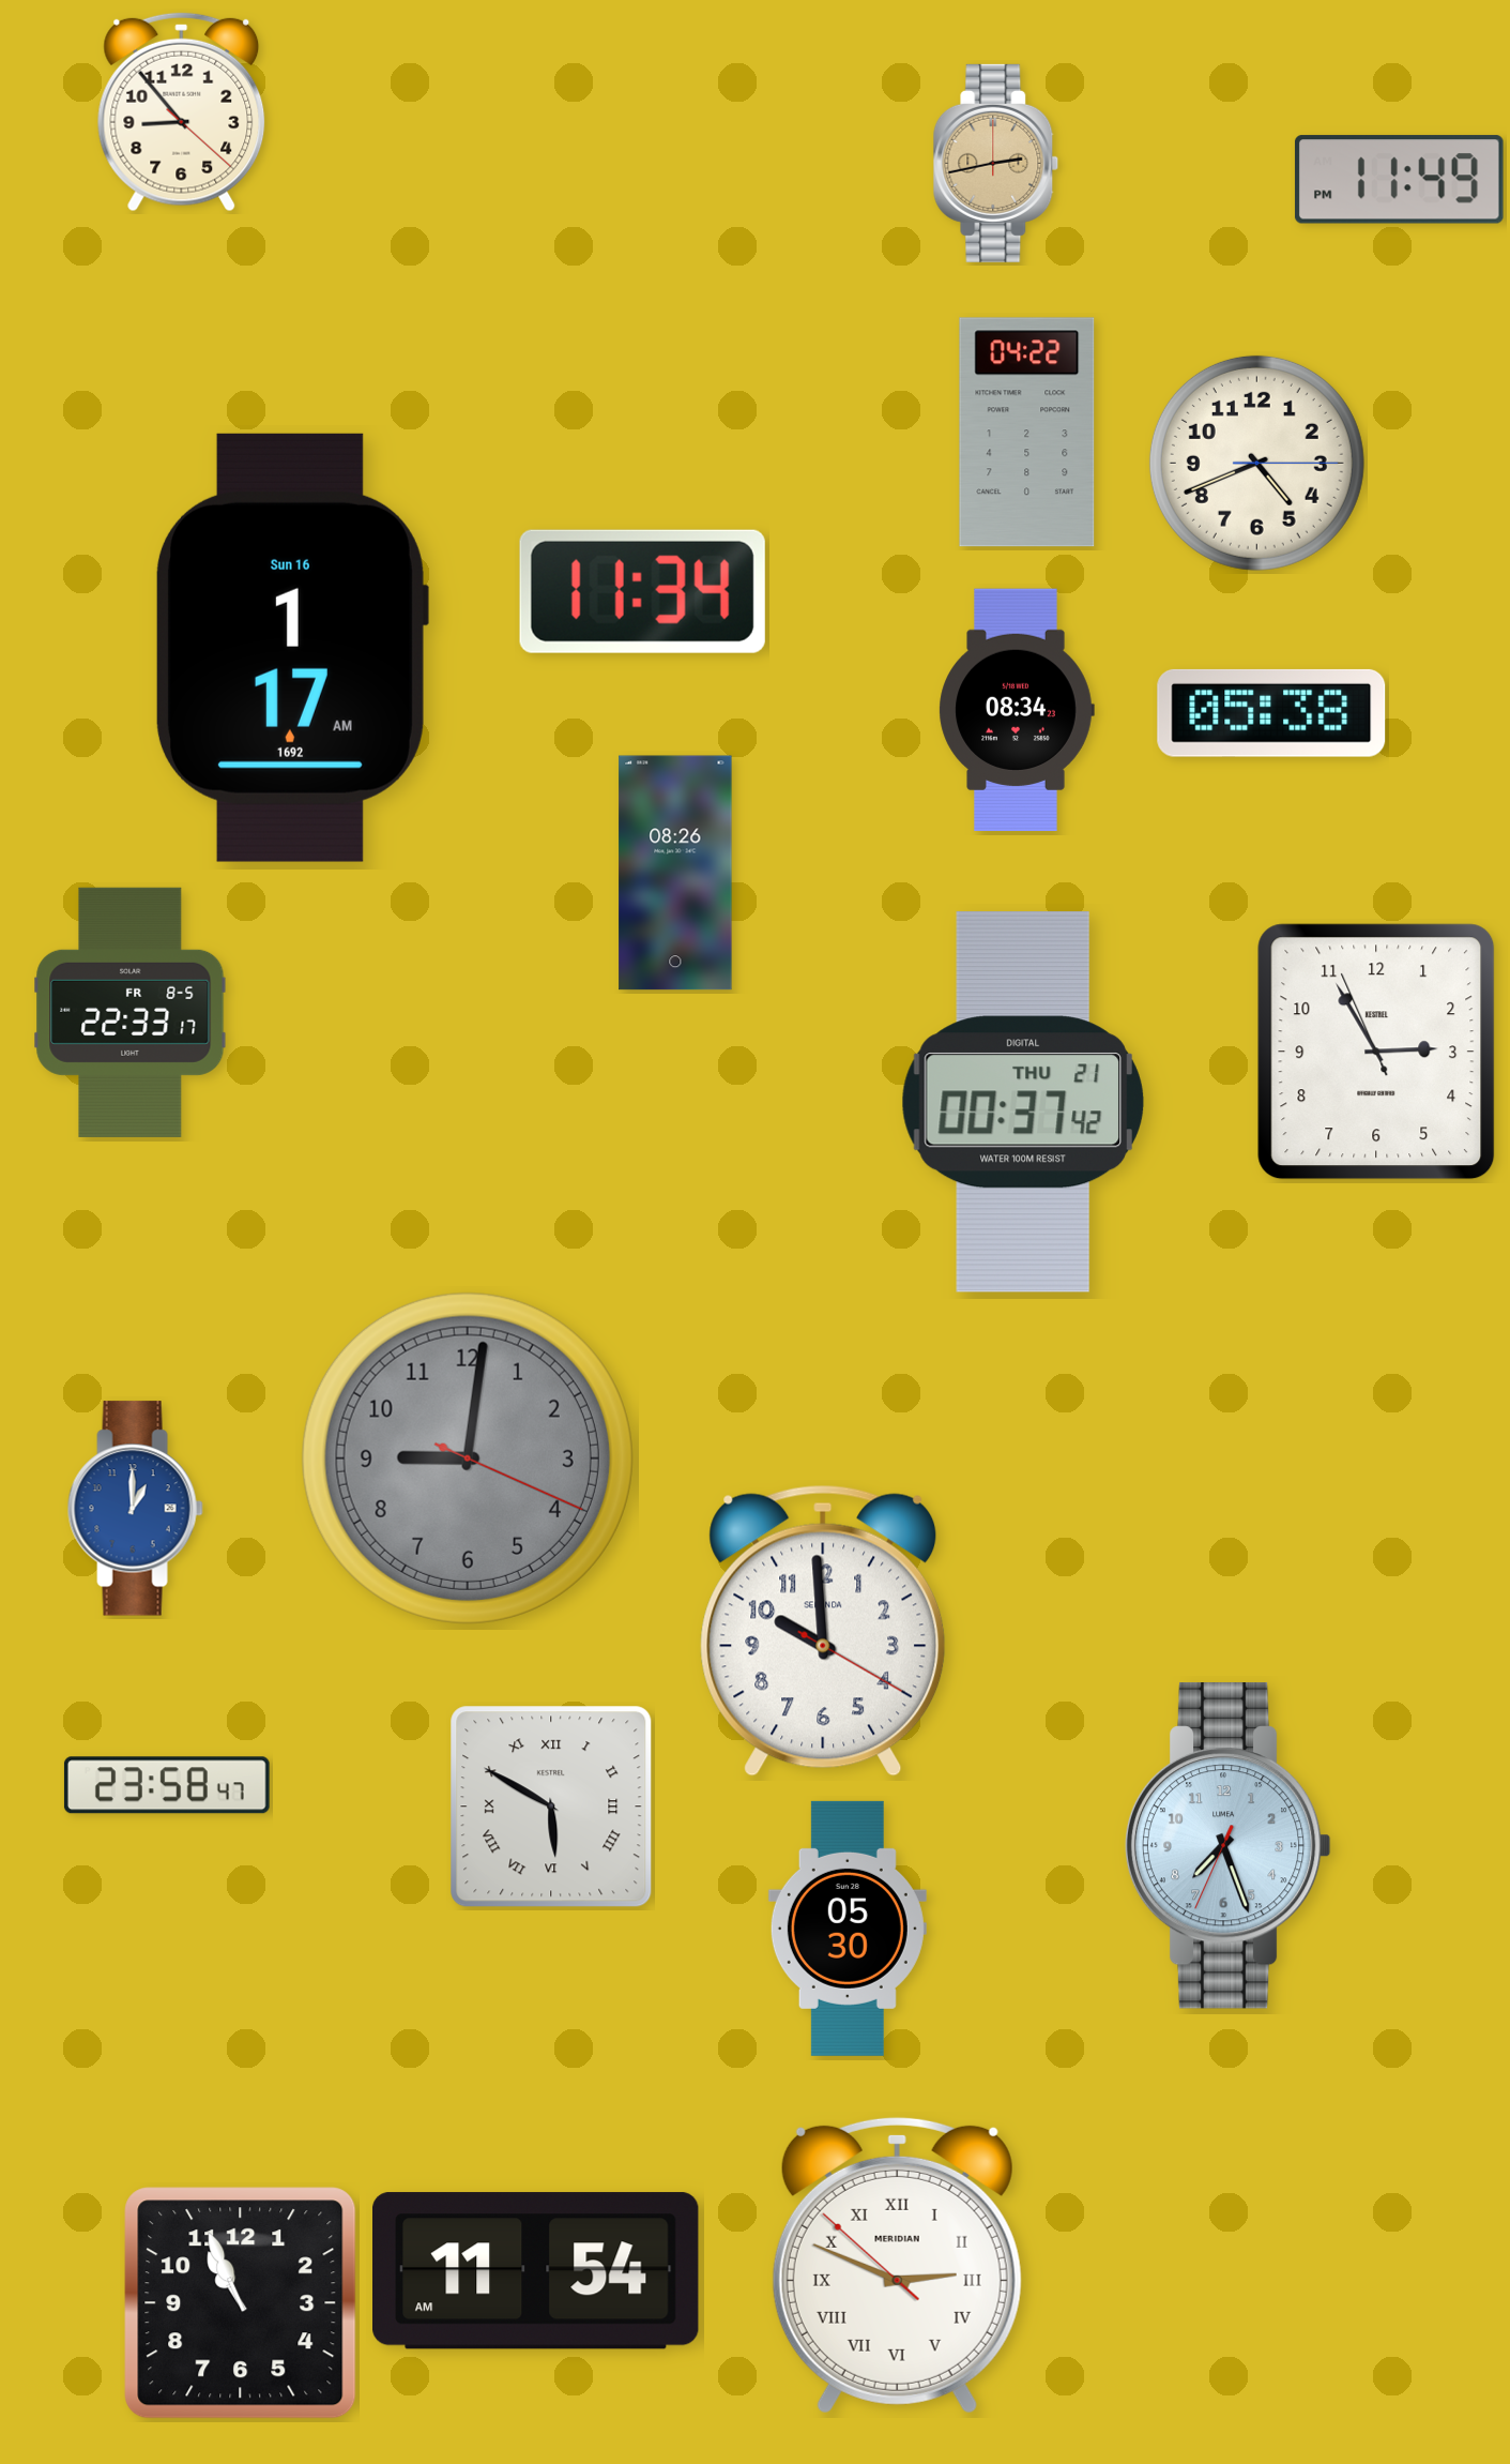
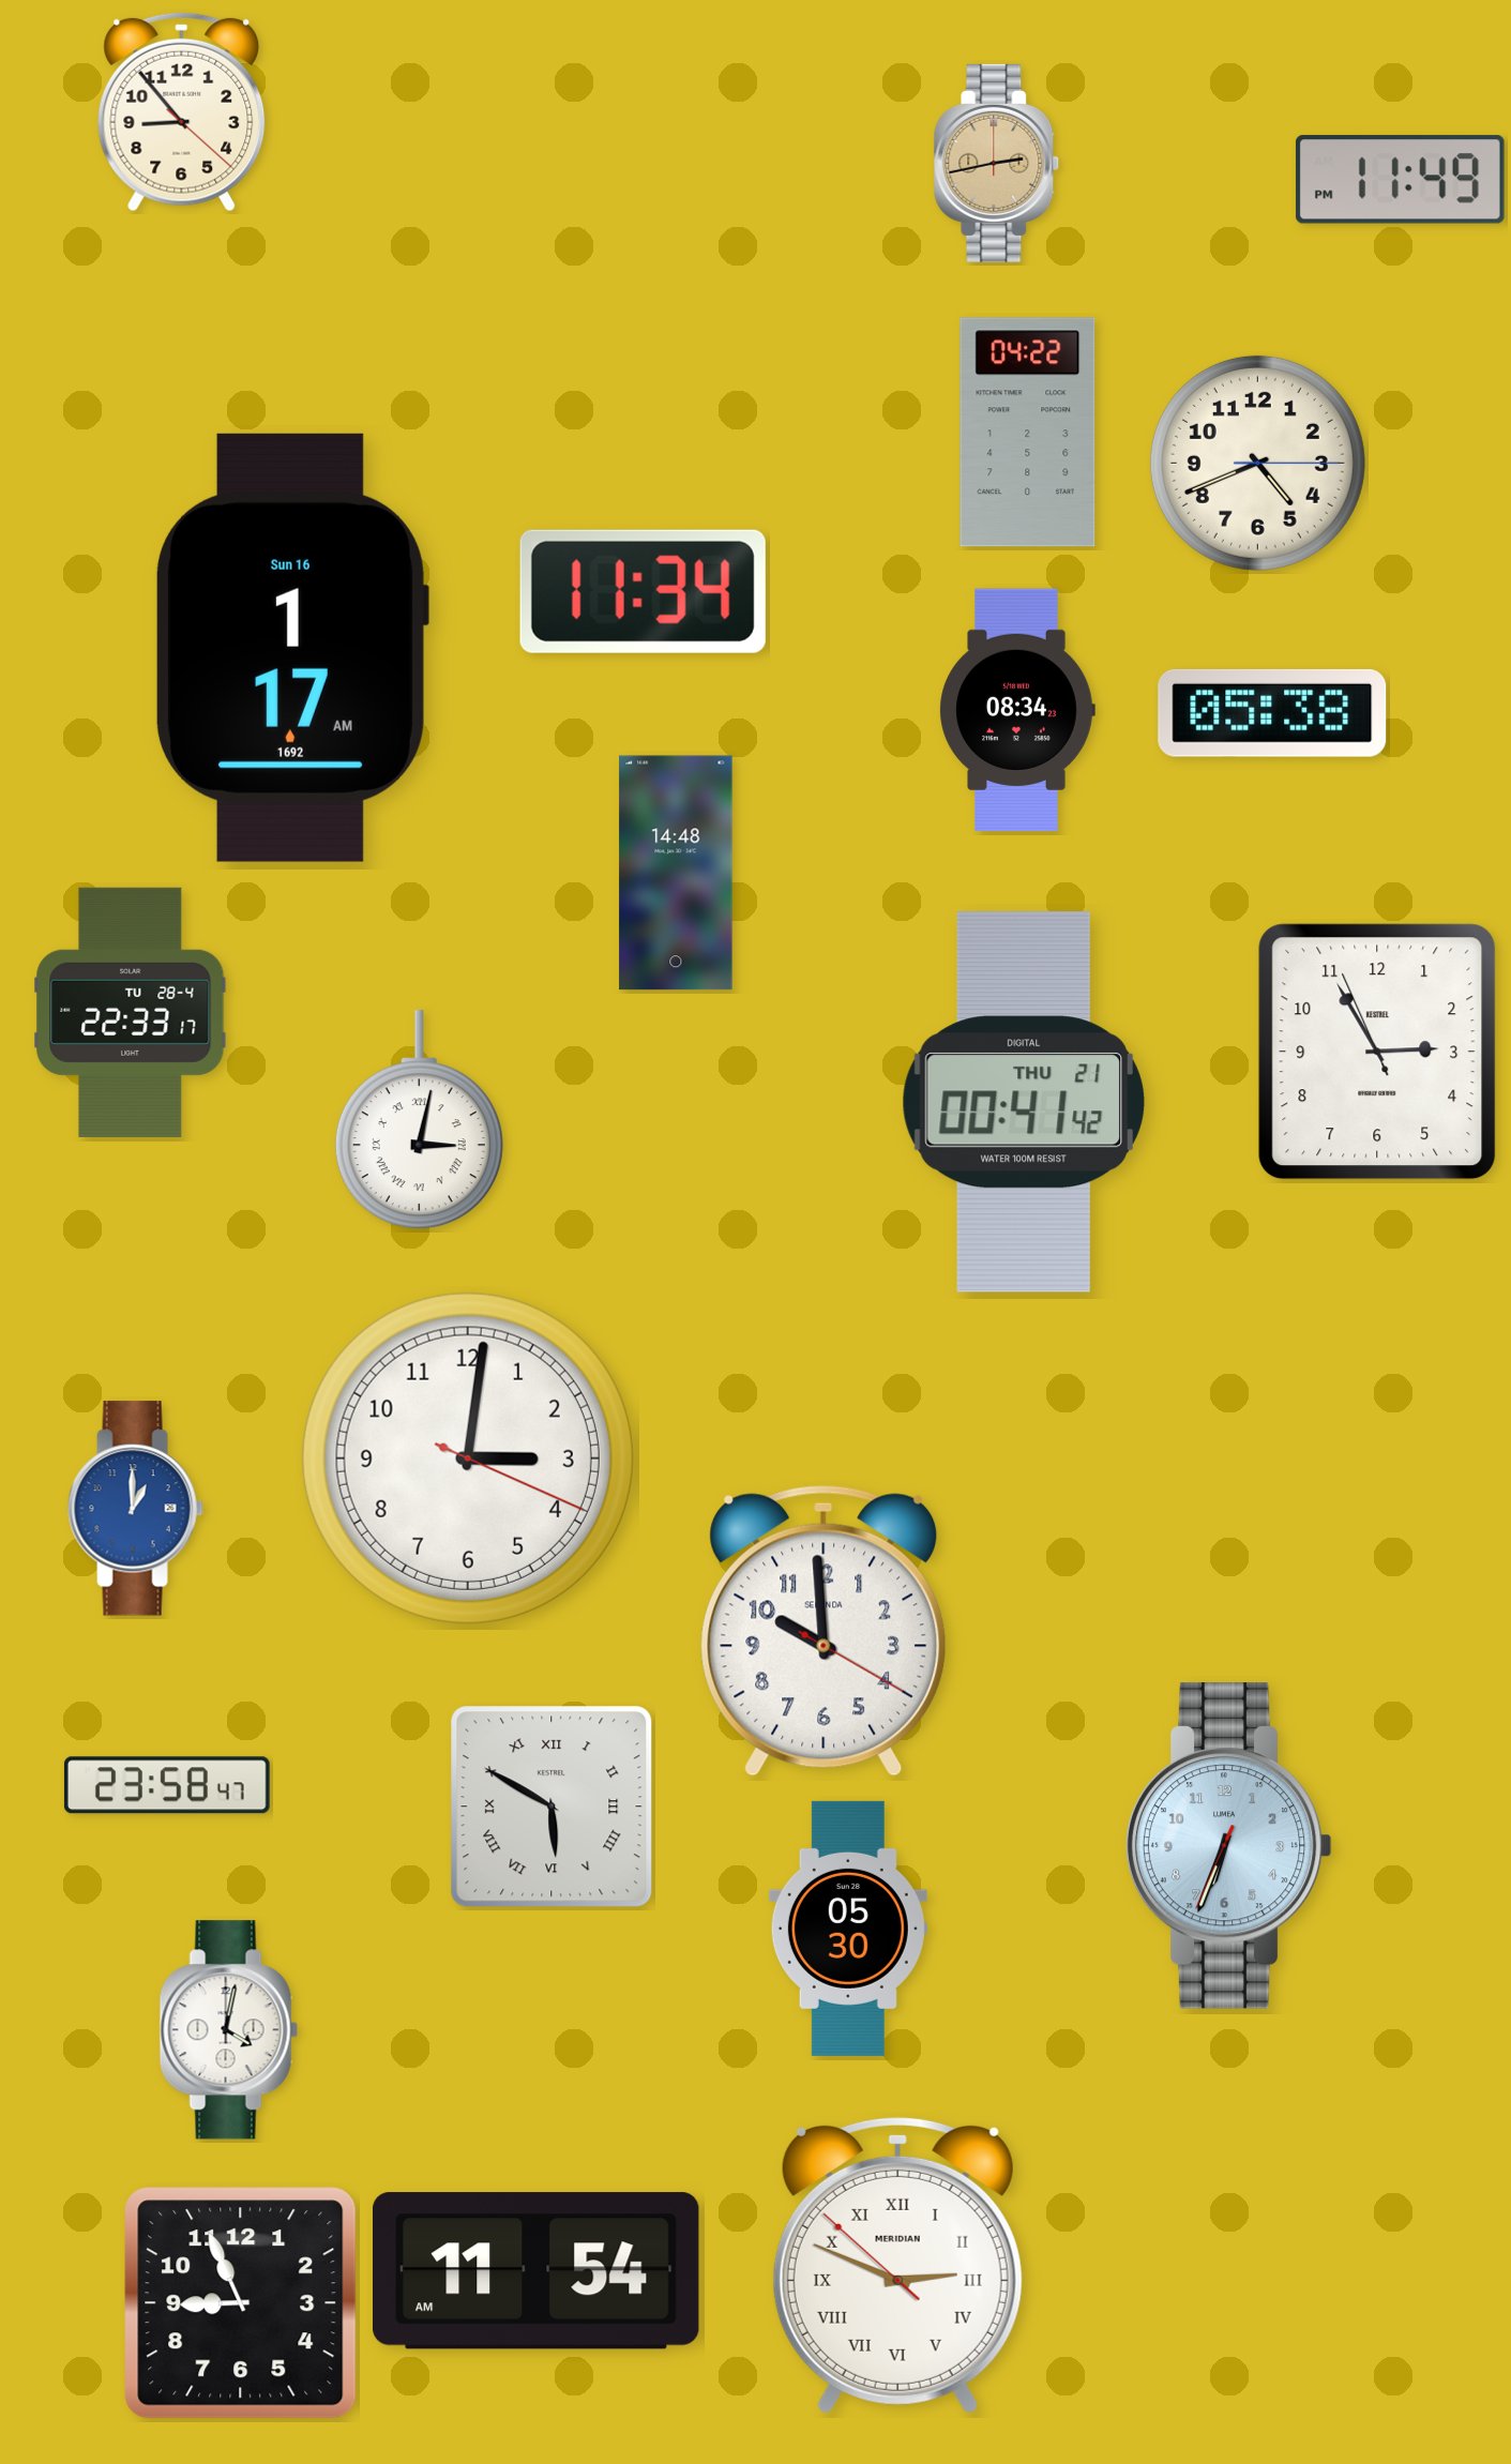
clock at (675, 873): 08:26 -> 14:48
clock at (131, 1012) date: FR 8-5 -> TU 28-4
clock at (1023, 1102): 00:37 -> 00:41
clock at (419, 1120): none -> 3:02
clock at (468, 1458): 9:01 -> 3:01
clock at (468, 1458) dial: grey -> white
clock at (1227, 1846): 7:26 -> 6:33
clock at (228, 2030): none -> 4:02
clock at (241, 2303): 10:56 -> 8:56
